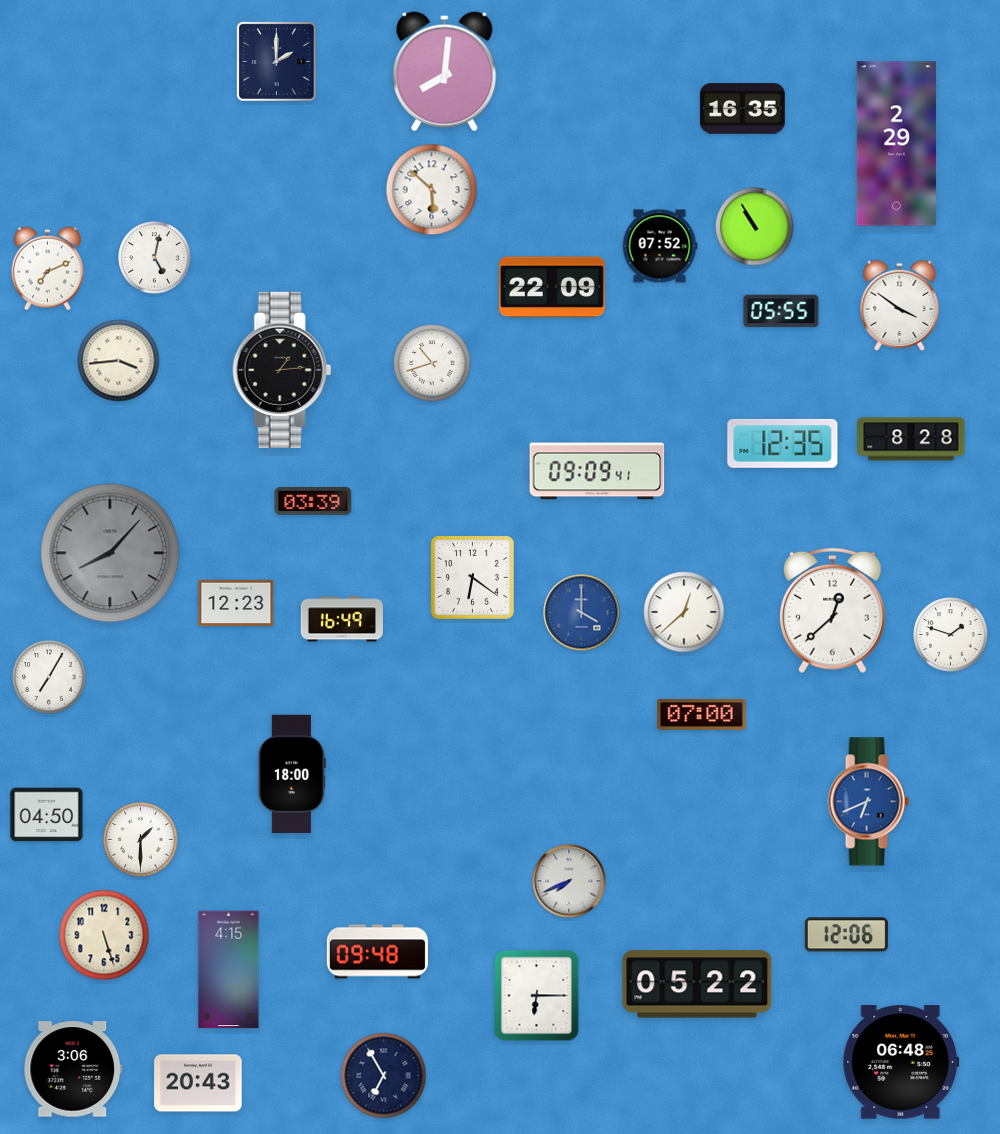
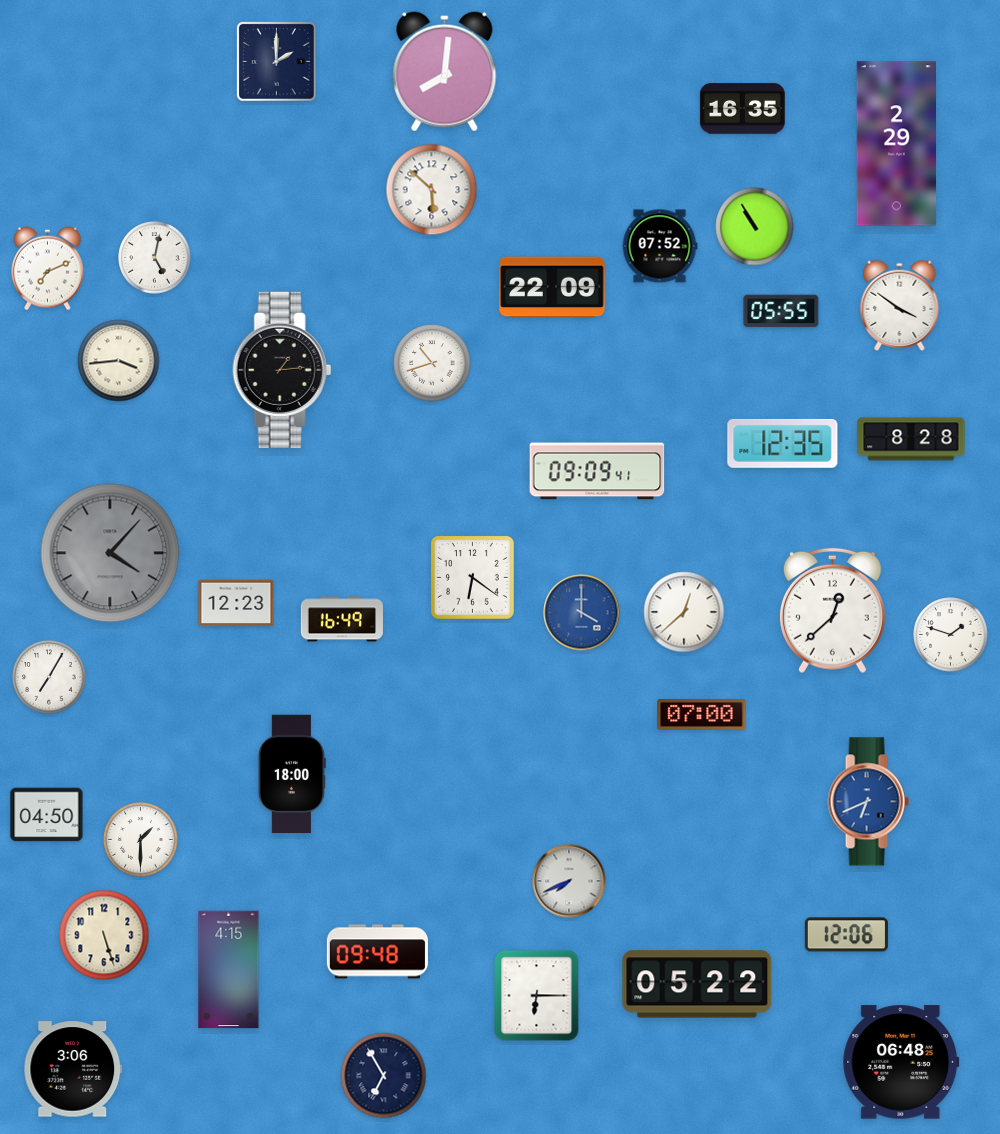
clock at (313, 501): 03:39 -> none
clock at (110, 553): 8:07 -> 4:07
clock at (198, 1083): 20:43 -> none
